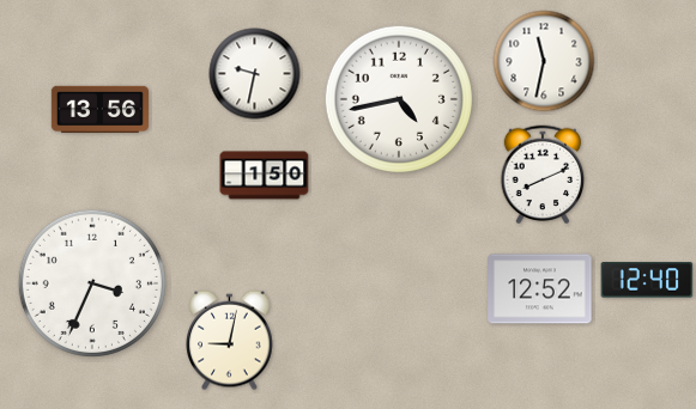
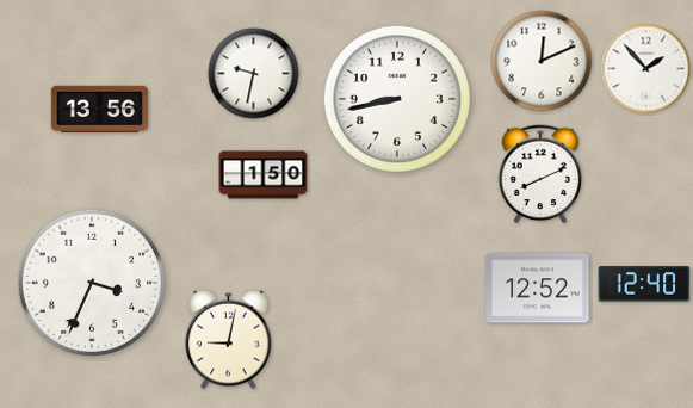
clock at (544, 61): 11:32 -> 12:11
clock at (646, 69): none -> 1:53
clock at (399, 99): 4:43 -> 8:43
clock at (647, 280) position: (647, 280) -> (644, 284)
